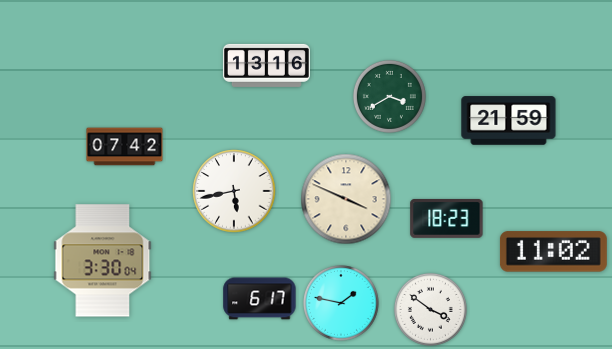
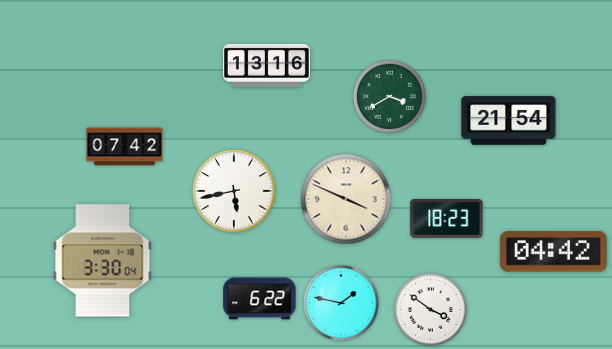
clock at (509, 121): 21:59 -> 21:54
clock at (553, 252): 11:02 -> 04:42
clock at (260, 299): 6:17 -> 6:22
